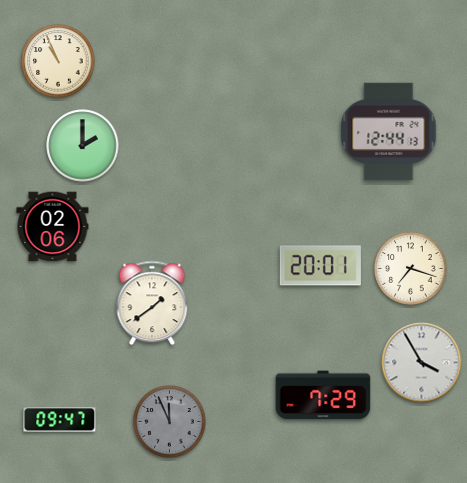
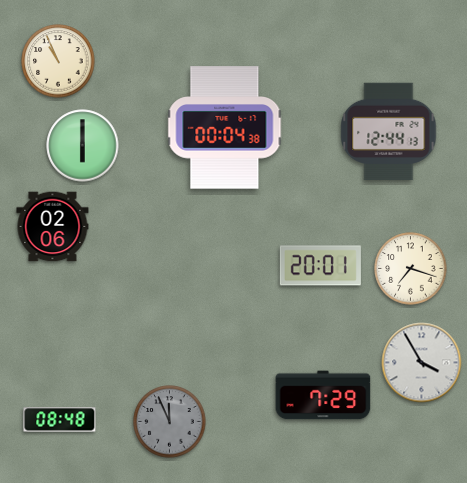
clock at (225, 128): none -> 00:04
clock at (83, 146): 2:00 -> 6:00
clock at (152, 303): 1:39 -> none
clock at (60, 420): 09:47 -> 08:48
